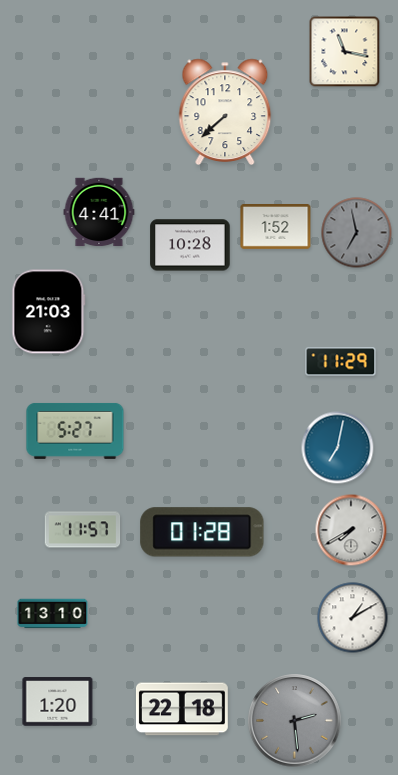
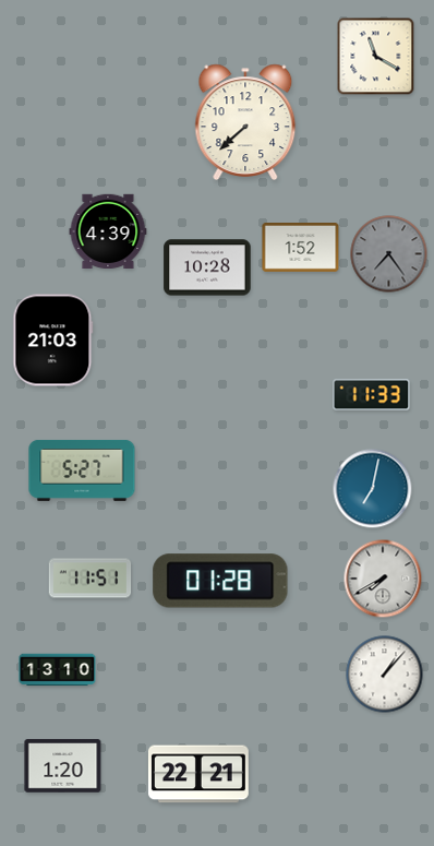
clock at (345, 52): 11:17 -> 11:20
clock at (99, 212): 4:41 -> 4:39
clock at (357, 233): 6:58 -> 7:24
clock at (341, 362): 11:29 -> 11:33
clock at (338, 448) position: (338, 448) -> (373, 489)
clock at (83, 530): 11:57 -> 11:51
clock at (353, 618): 1:10 -> 1:07
clock at (182, 709): 22:18 -> 22:21
clock at (295, 721): 2:29 -> none
